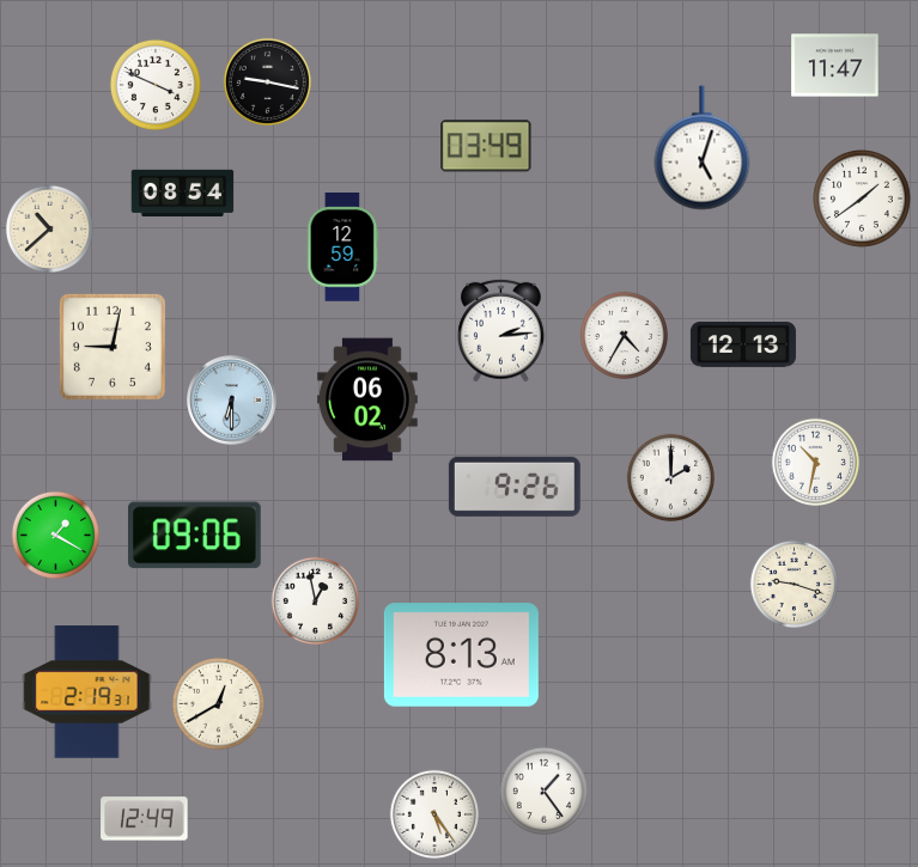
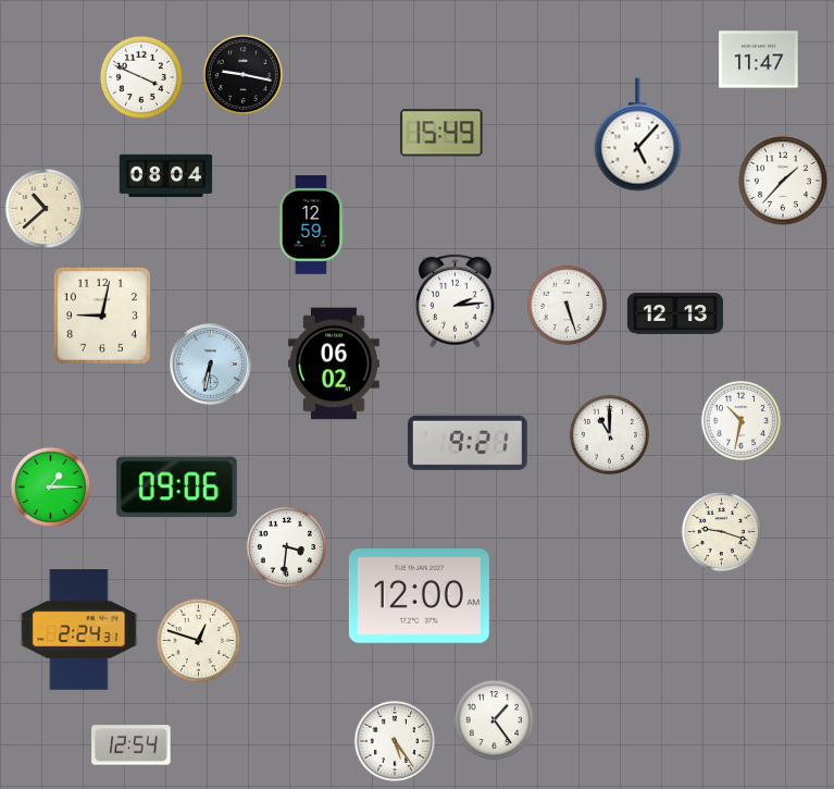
clock at (486, 146): 03:49 -> 15:49
clock at (703, 148): 5:03 -> 5:07
clock at (183, 193): 08:54 -> 08:04
clock at (863, 200): 1:39 -> 1:37
clock at (624, 335): 4:35 -> 5:27
clock at (232, 401): 6:30 -> 6:32
clock at (670, 477): 2:00 -> 11:00
clock at (515, 487): 9:26 -> 9:21
clock at (55, 535): 1:20 -> 1:15
clock at (315, 600): 12:58 -> 3:31
clock at (461, 655): 8:13 -> 12:00
clock at (87, 692): 2:19 -> 2:24
clock at (218, 703): 12:40 -> 12:48
clock at (145, 819): 12:49 -> 12:54
